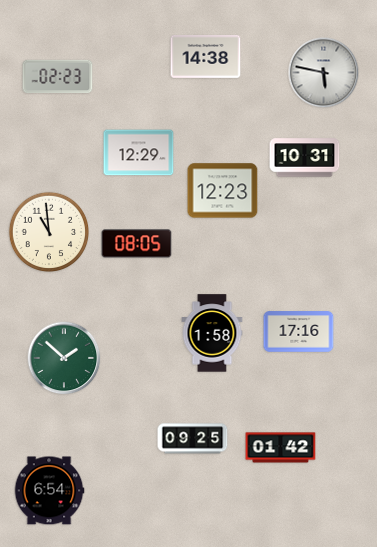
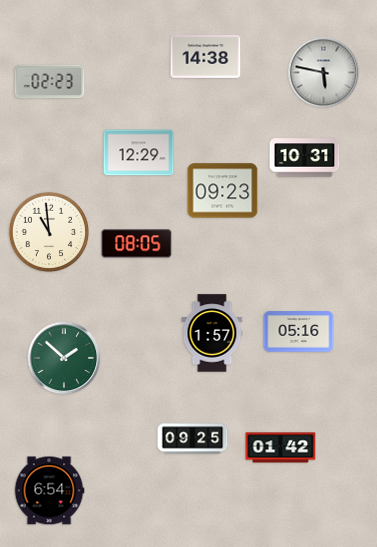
clock at (58, 77) position: (58, 77) -> (50, 82)
clock at (223, 191): 12:23 -> 09:23
clock at (299, 332): 17:16 -> 05:16
clock at (212, 333): 1:58 -> 1:57
